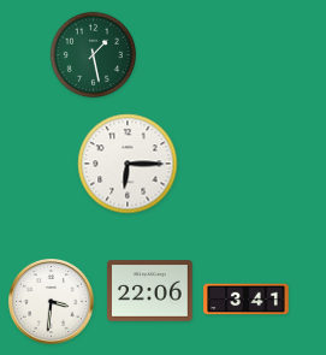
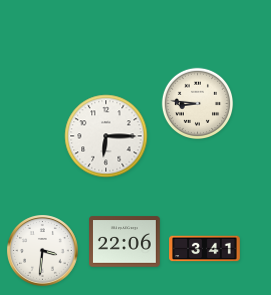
clock at (94, 55): 1:28 -> none
clock at (198, 104): none -> 8:46
